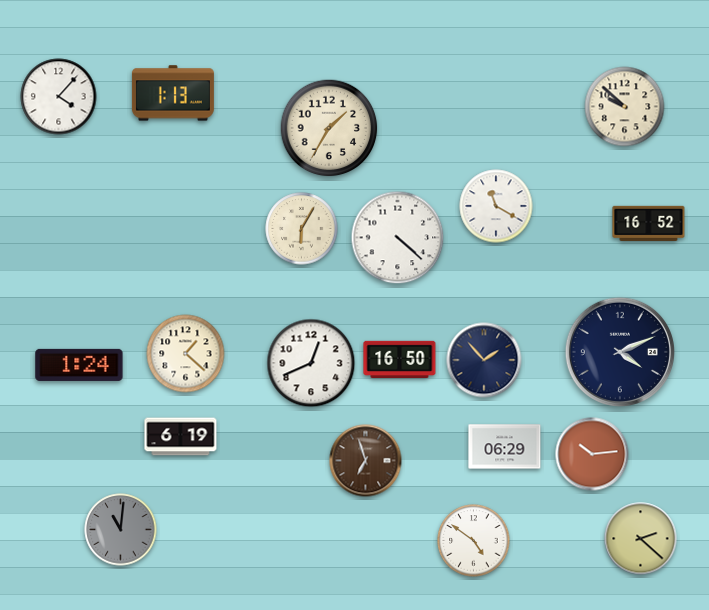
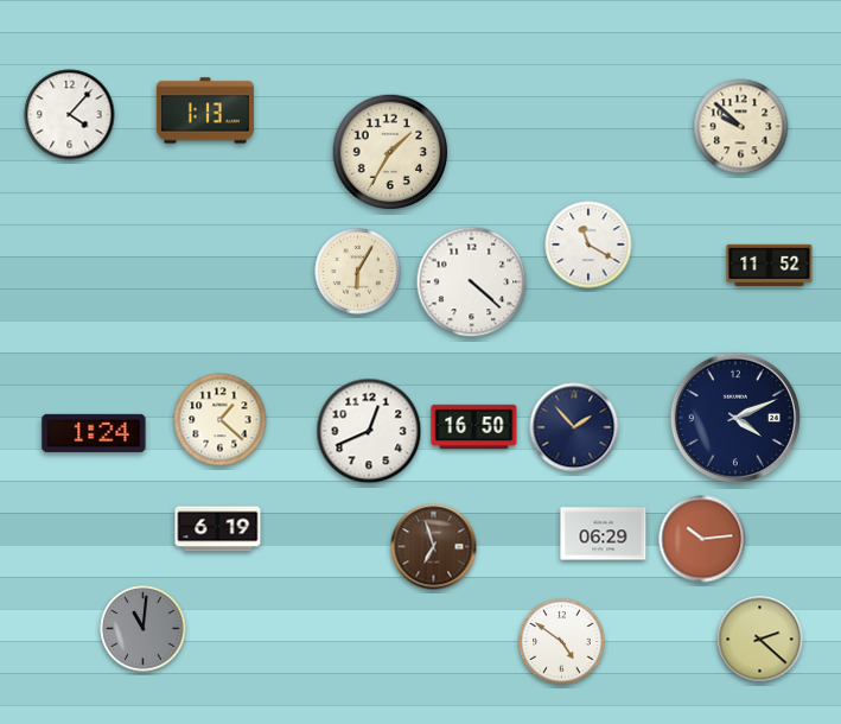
clock at (649, 223): 16:52 -> 11:52
clock at (181, 437) position: (181, 437) -> (218, 529)
clock at (505, 447) position: (505, 447) -> (604, 534)
